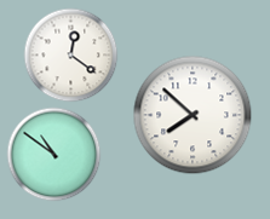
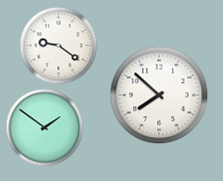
clock at (70, 54): 12:21 -> 9:21
clock at (53, 154): 10:51 -> 1:51
